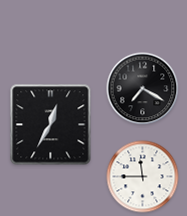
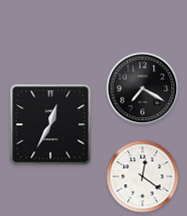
clock at (143, 177): 11:45 -> 12:21
